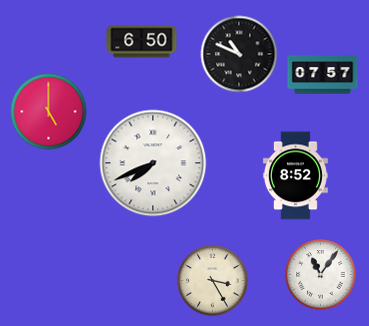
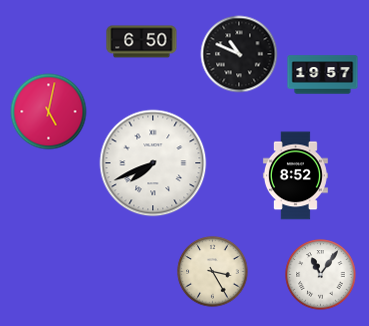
clock at (323, 75): 07:57 -> 19:57
clock at (49, 112): 5:00 -> 5:02
clock at (213, 281) position: (213, 281) -> (213, 272)
